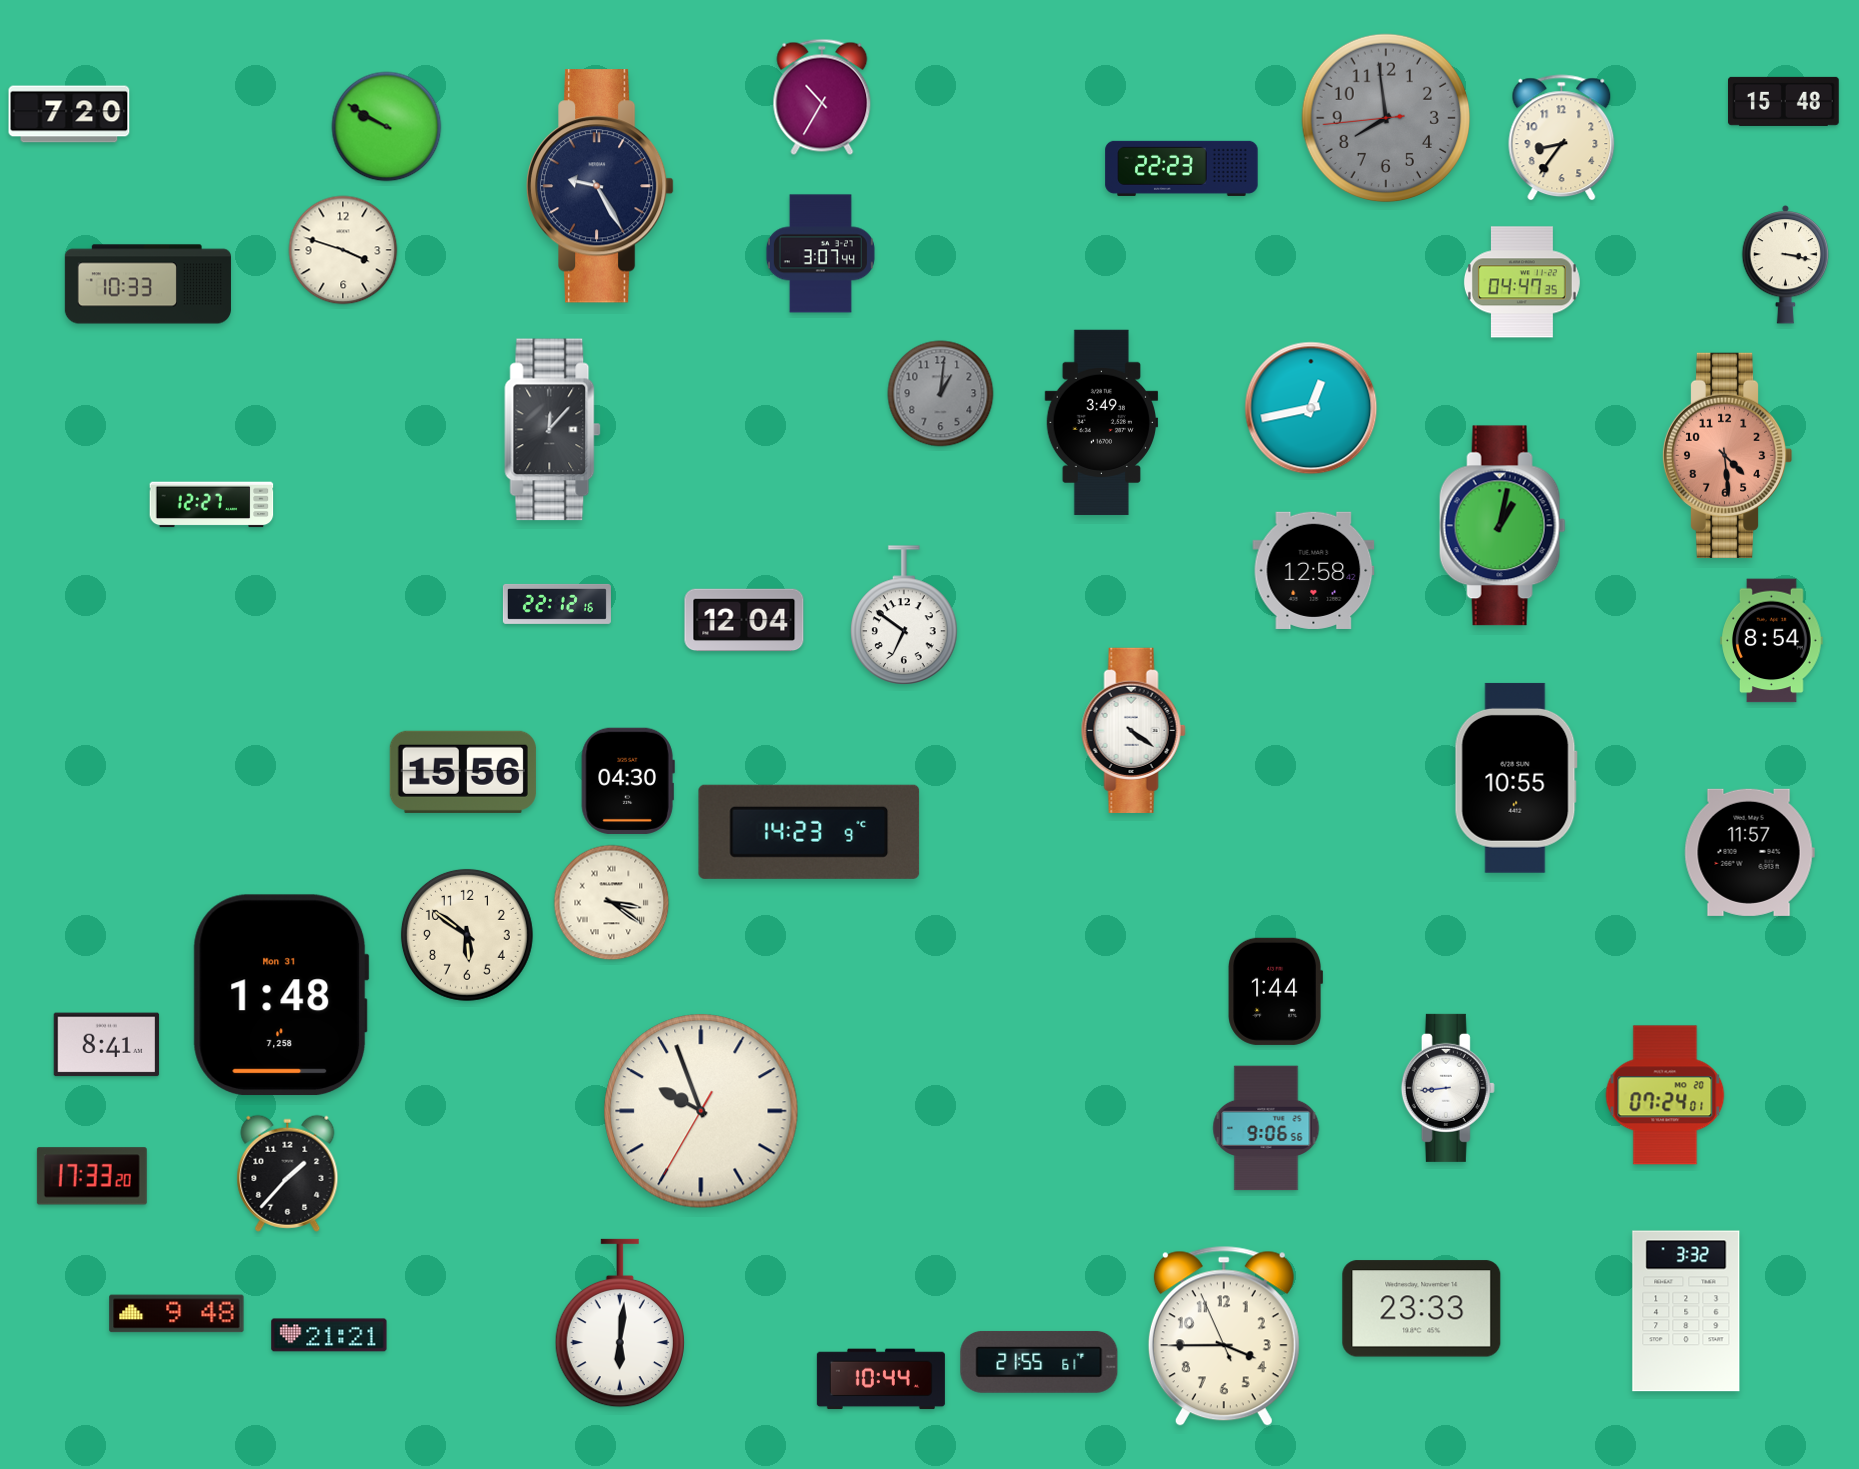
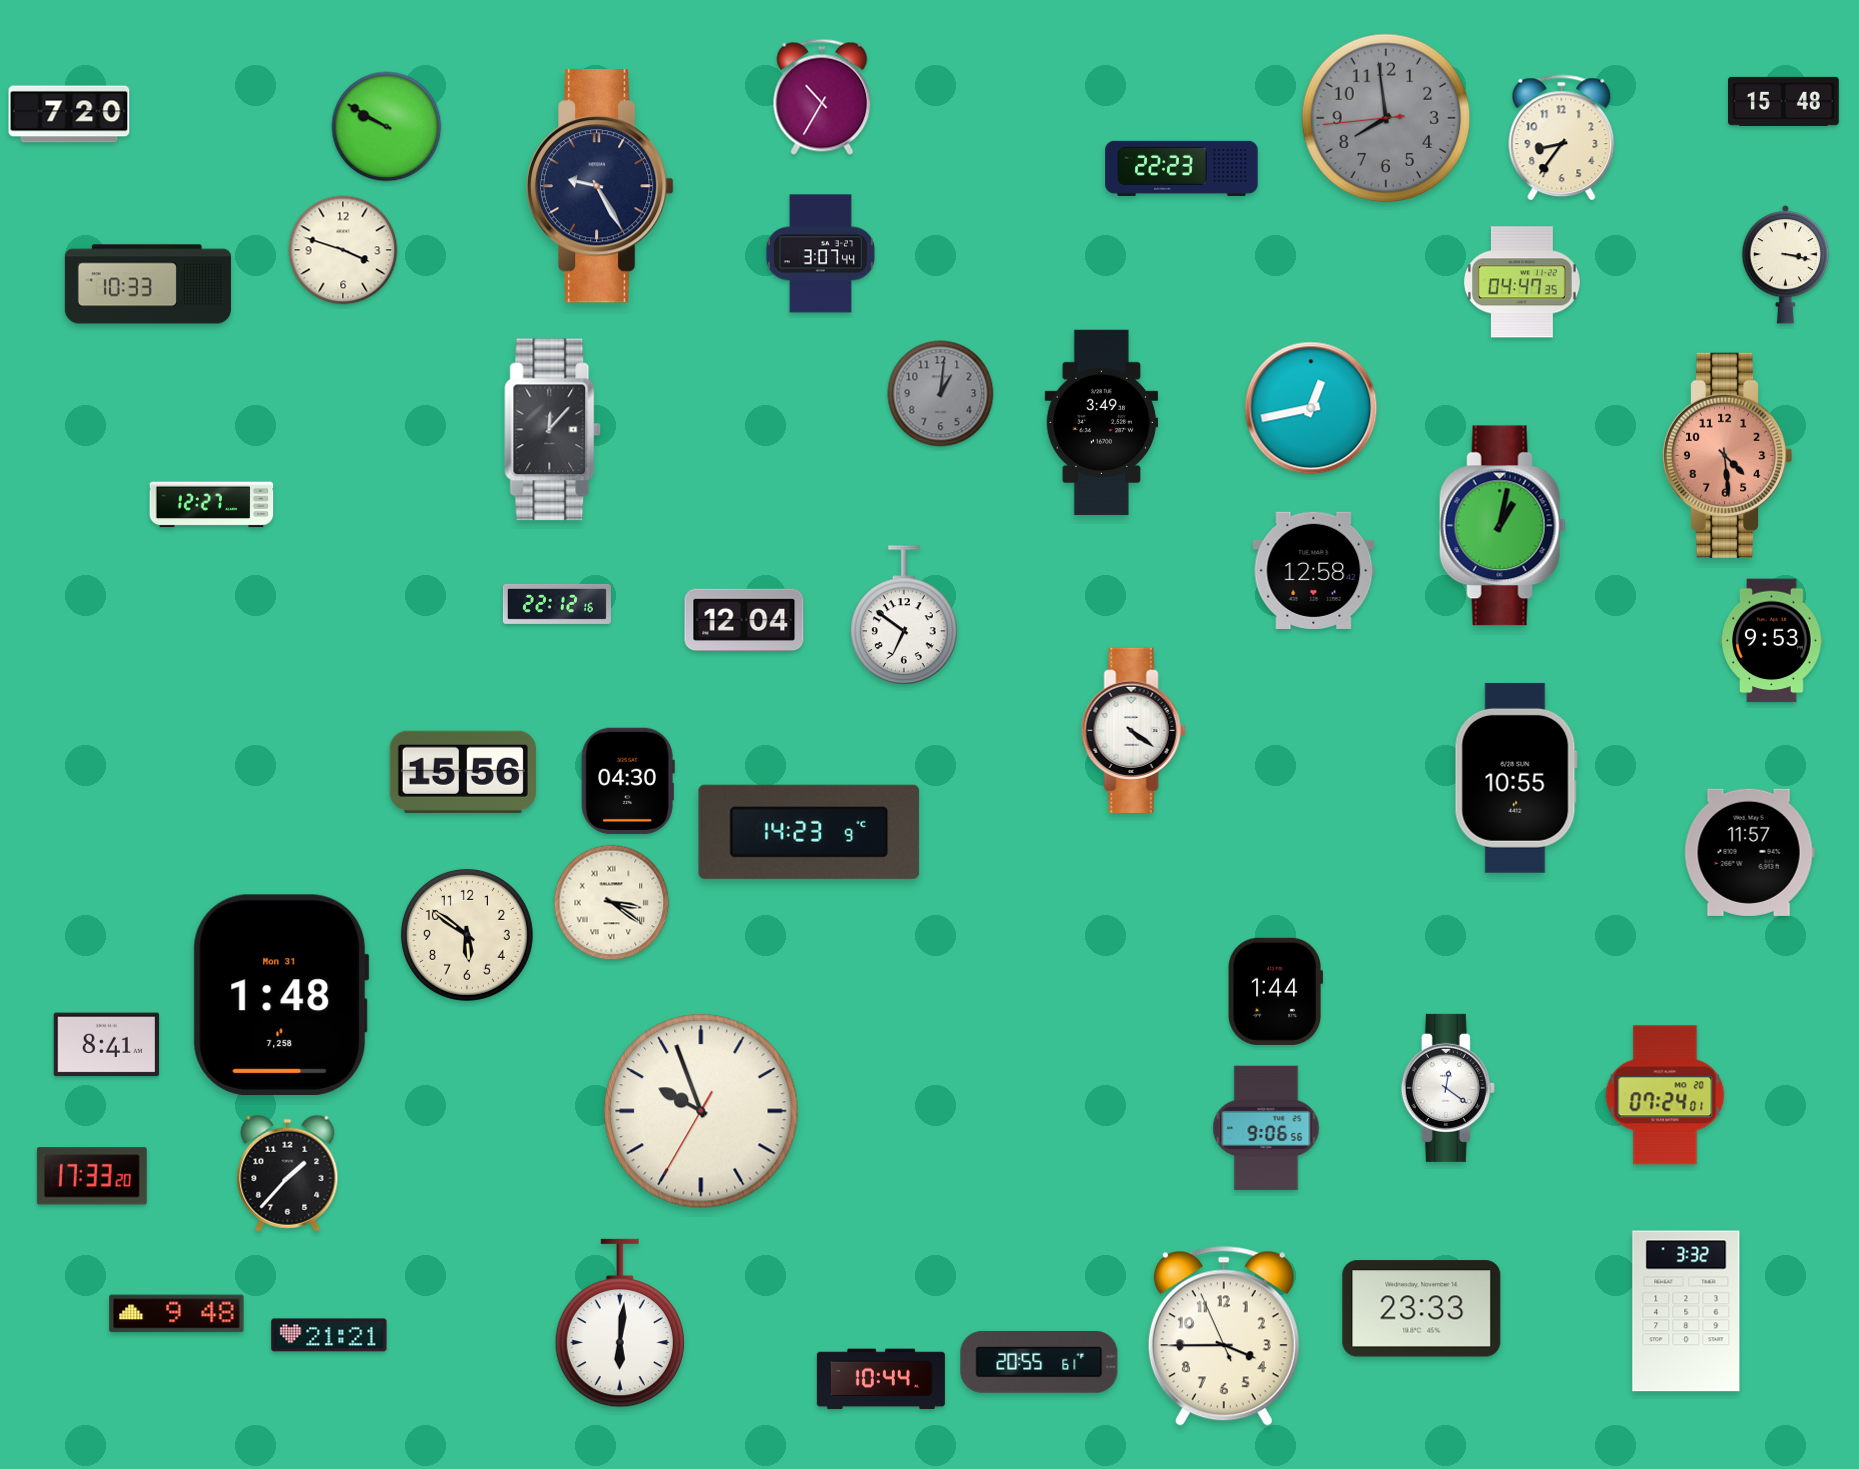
clock at (1772, 641): 8:54 -> 9:53
clock at (1448, 1088): 8:44 -> 12:21
clock at (1039, 1362): 21:55 -> 20:55
